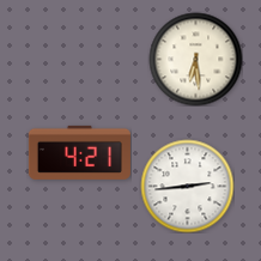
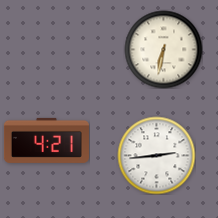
clock at (195, 59): 6:29 -> 6:32
clock at (79, 152) position: (79, 152) -> (46, 140)
